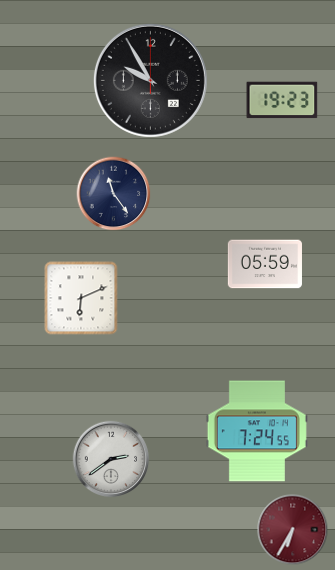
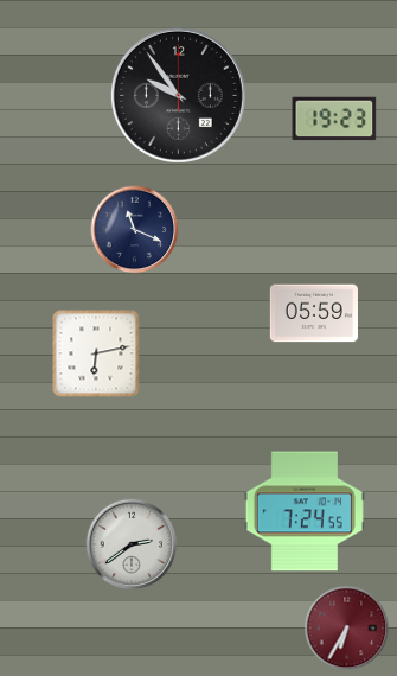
clock at (150, 80): 9:55 -> 9:54
clock at (114, 194): 11:24 -> 11:19
clock at (81, 298): 6:11 -> 6:13
